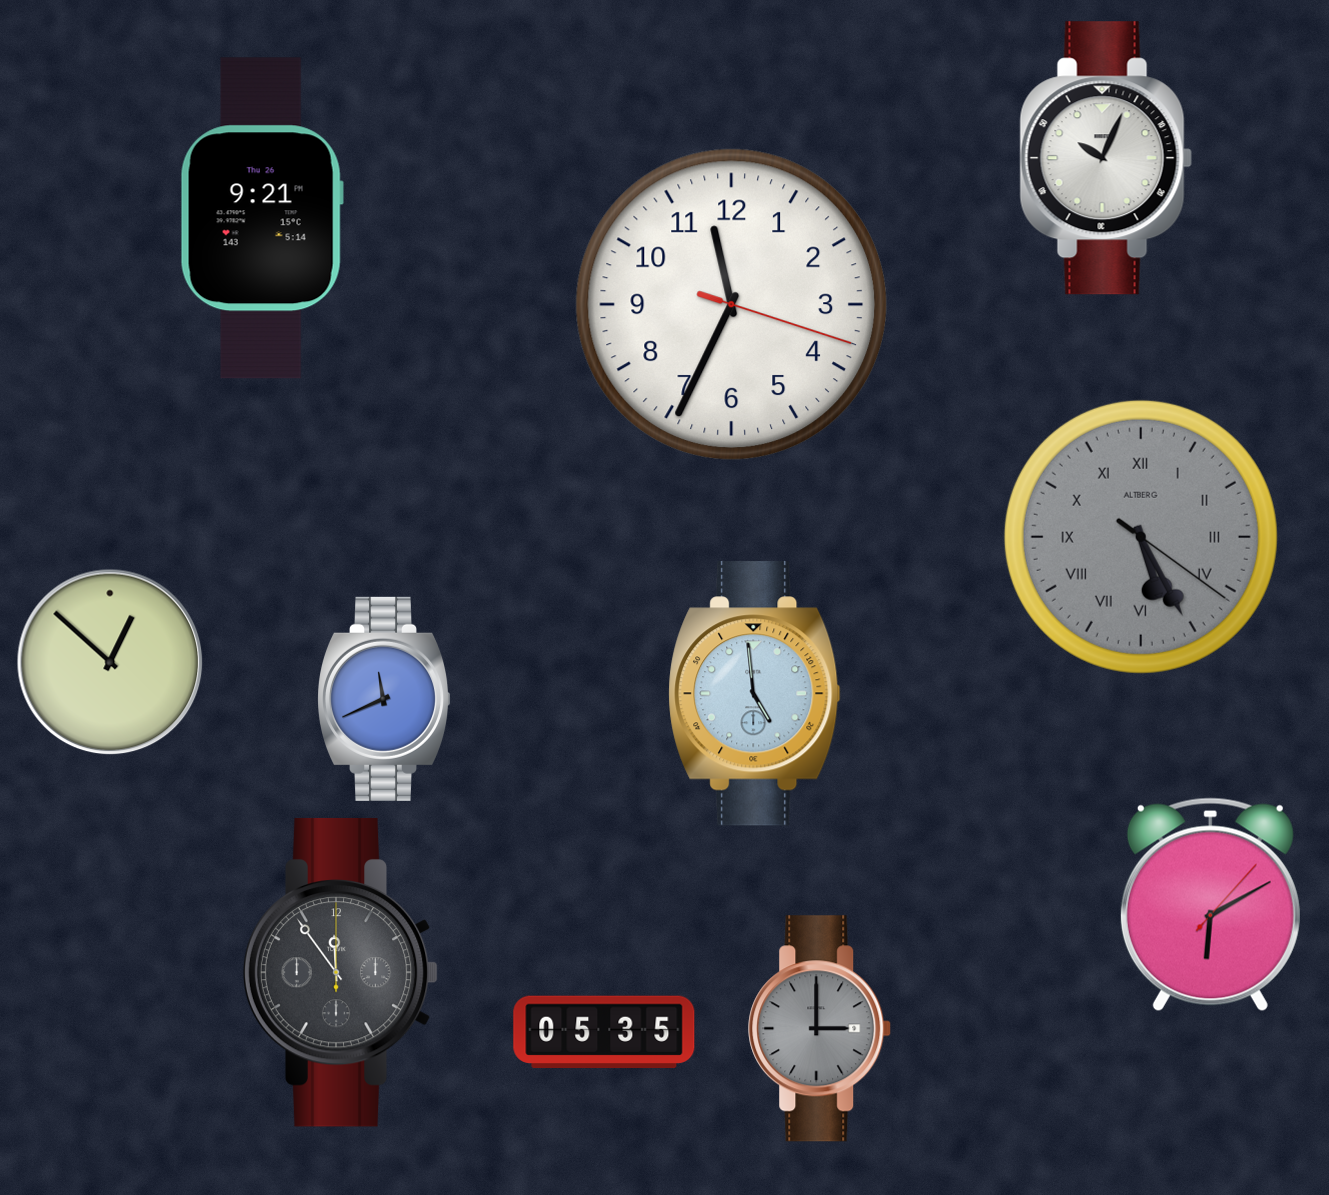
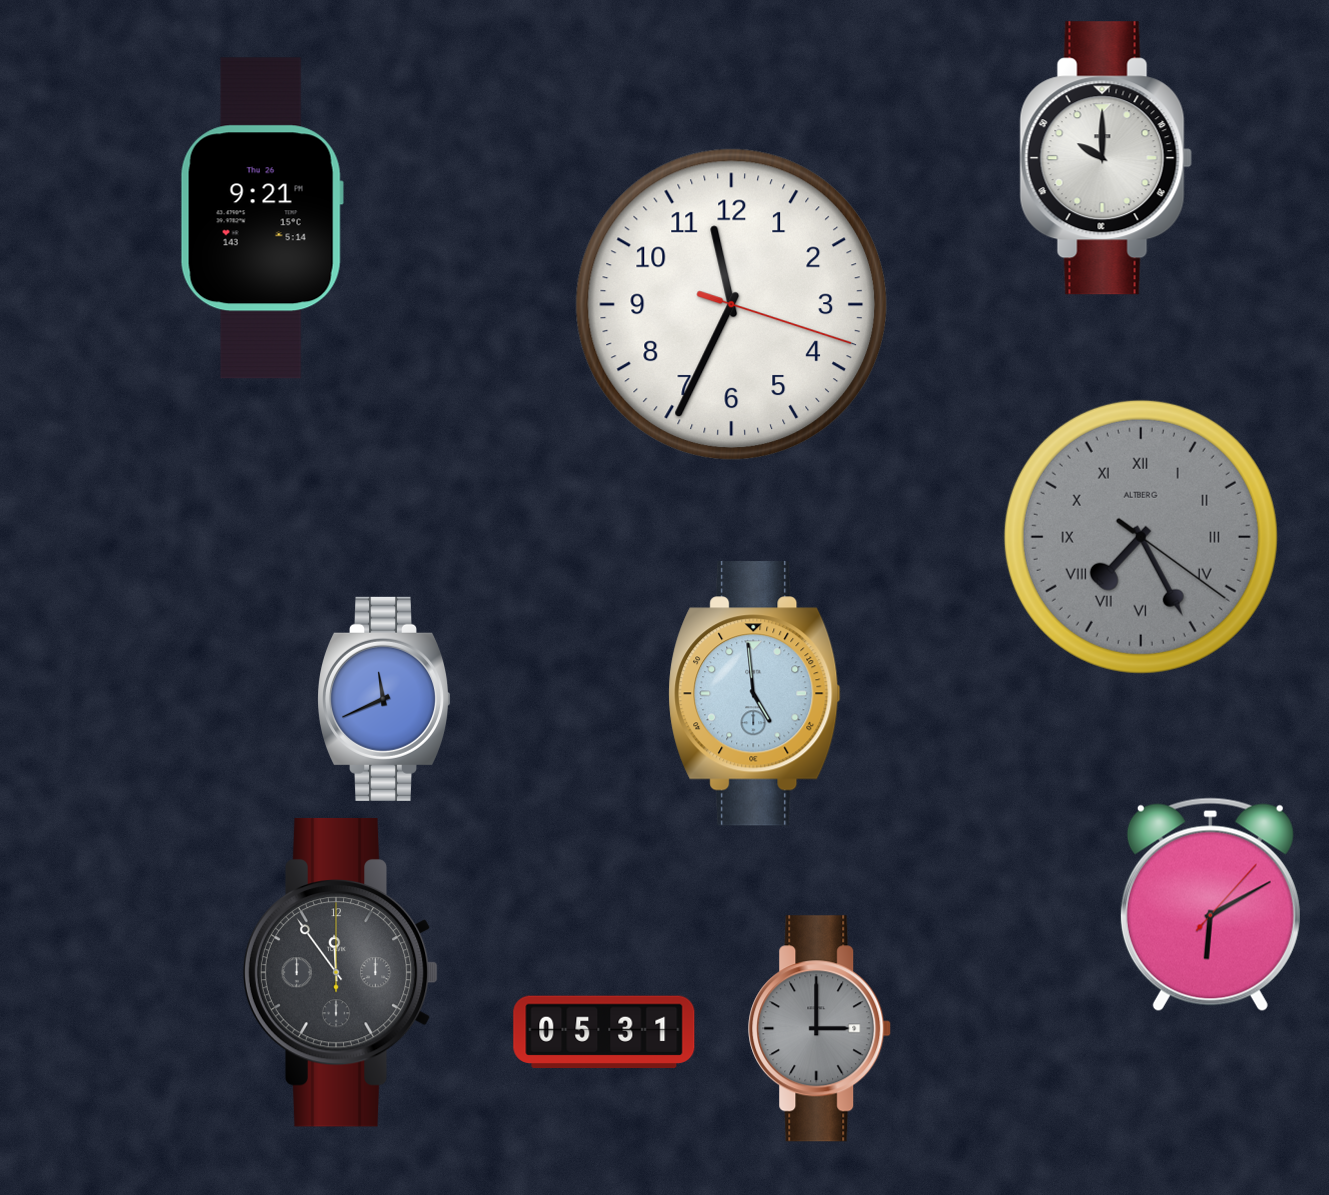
clock at (1106, 158): 10:04 -> 10:00
clock at (1141, 537): 5:25 -> 7:25
clock at (110, 662): 12:52 -> none
clock at (604, 1031): 05:35 -> 05:31
